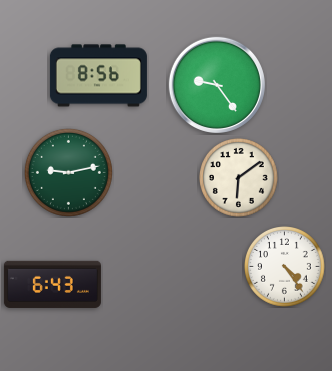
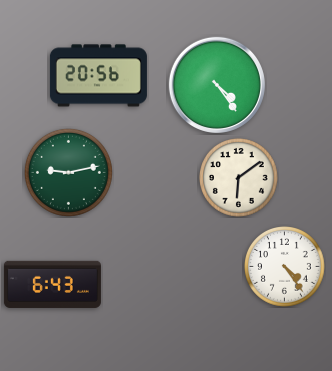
clock at (98, 76): 8:56 -> 20:56
clock at (217, 85): 9:24 -> 4:24
